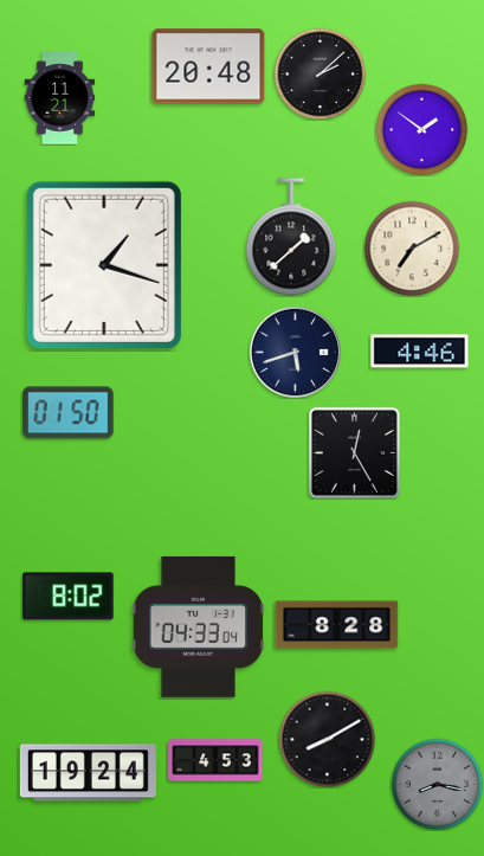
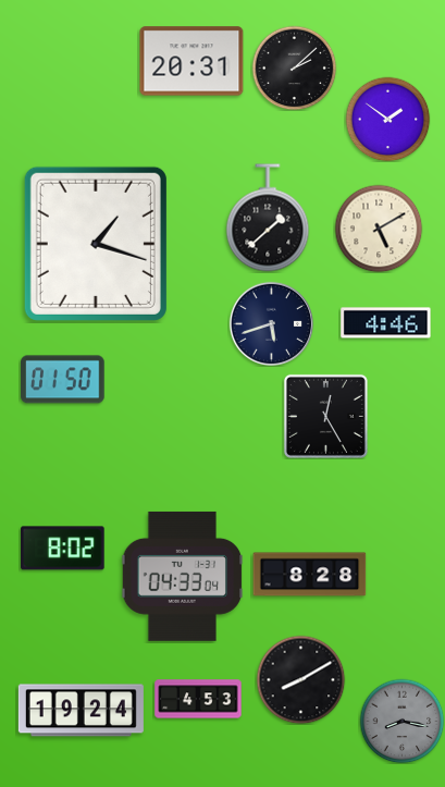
clock at (208, 66): 20:48 -> 20:31
clock at (60, 98): 11:21 -> none
clock at (412, 249): 7:10 -> 5:10
